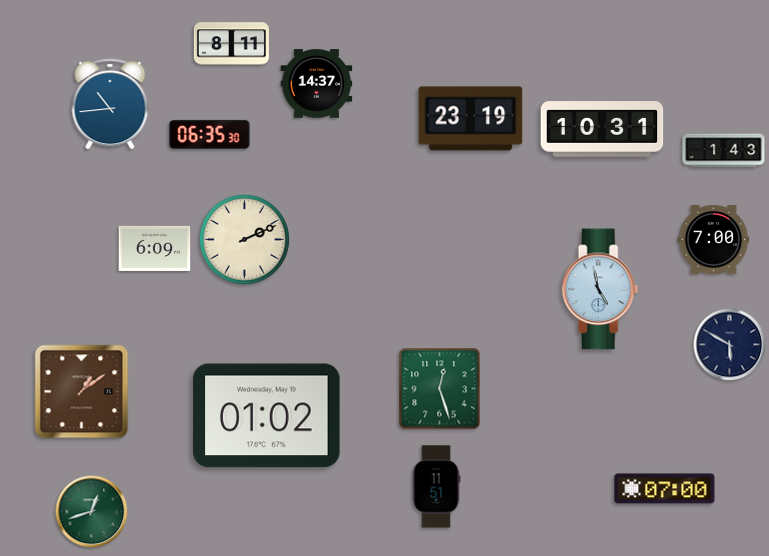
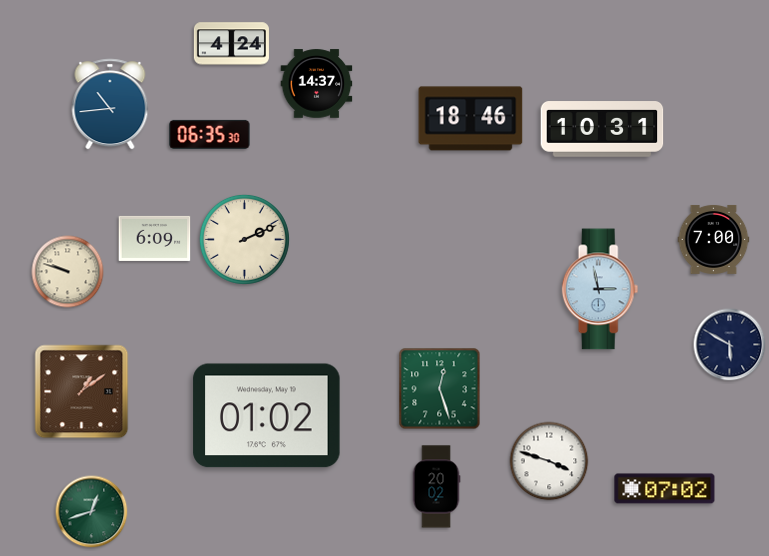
clock at (231, 44): 8:11 -> 4:24
clock at (471, 119): 23:19 -> 18:46
clock at (724, 151): 1:43 -> none
clock at (155, 248) position: (155, 248) -> (155, 238)
clock at (68, 272): none -> 9:48
clock at (600, 289): 4:58 -> 2:58
clock at (549, 461): none -> 3:48
clock at (436, 487): 11:51 -> 20:02
clock at (665, 489): 07:00 -> 07:02
